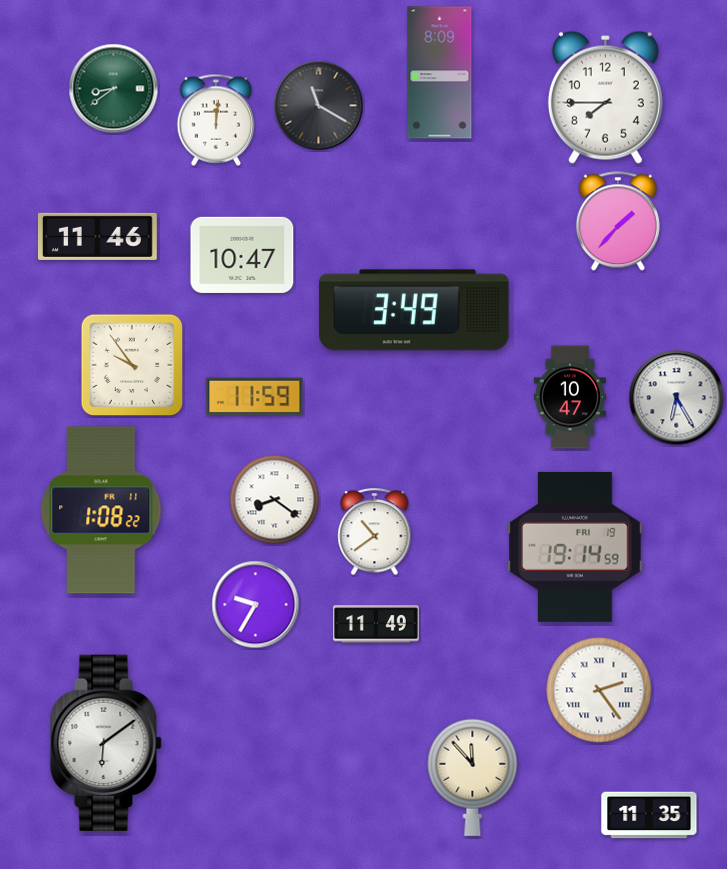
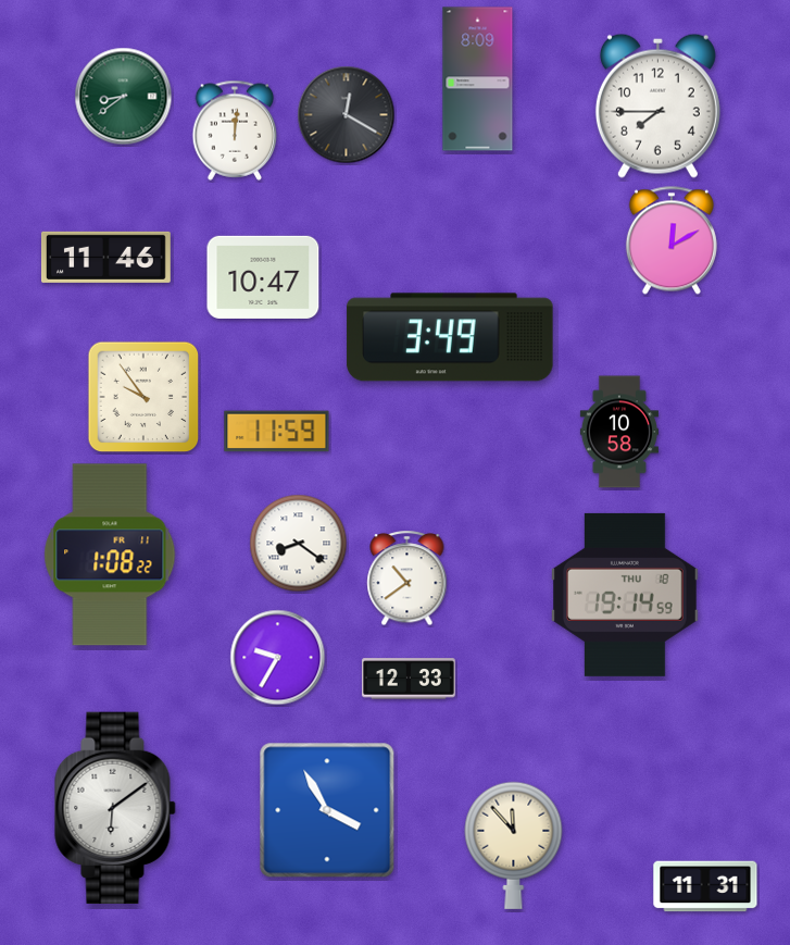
clock at (319, 106): 11:20 -> 12:20
clock at (618, 221): 1:37 -> 12:10
clock at (570, 397): 10:47 -> 10:58
clock at (677, 398): 6:25 -> none
clock at (576, 547) date: FRI 19 -> THU 18
clock at (377, 624): 11:49 -> 12:33
clock at (599, 690): 2:24 -> none
clock at (327, 810): none -> 3:55
clock at (649, 815): 11:35 -> 11:31
